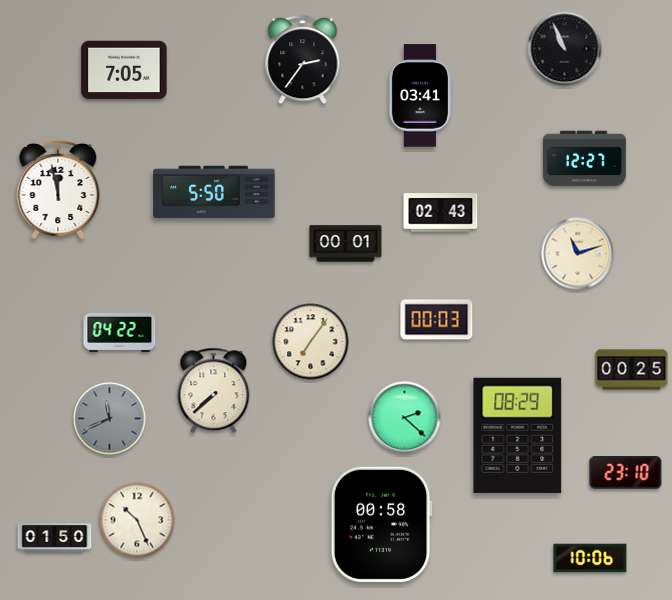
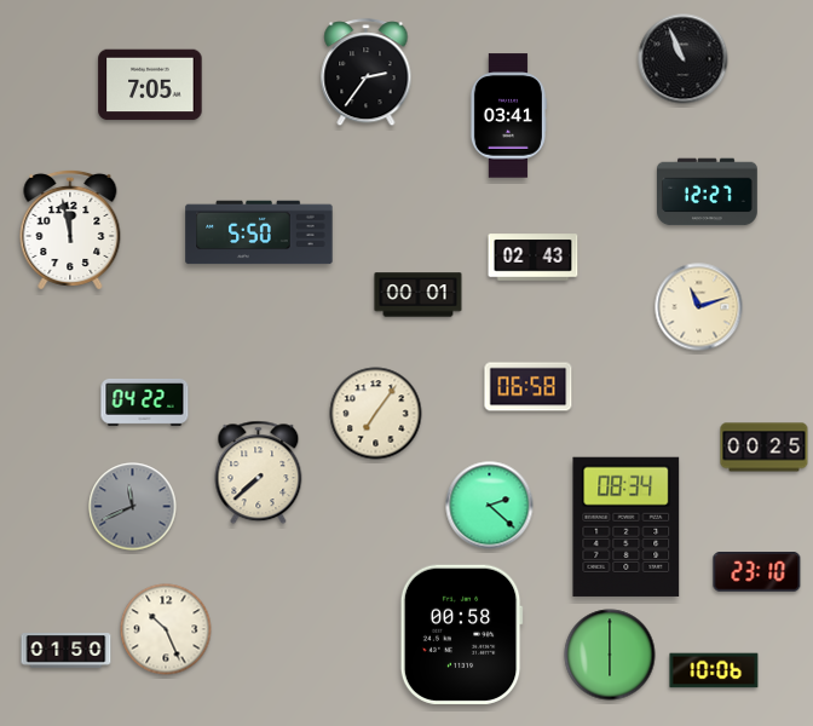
clock at (437, 320): 00:03 -> 06:58
clock at (518, 435): 08:29 -> 08:34
clock at (610, 655): none -> 6:00
clock at (590, 558) position: (590, 558) -> (714, 670)
